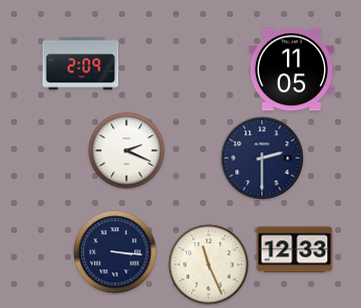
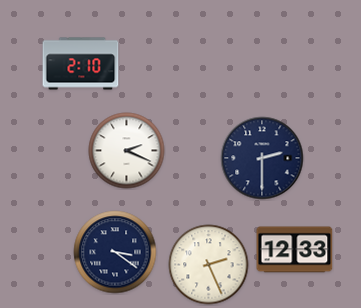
clock at (81, 64): 2:09 -> 2:10
clock at (291, 70): 11:05 -> none
clock at (115, 252): 3:16 -> 3:21
clock at (209, 265): 11:26 -> 2:26
